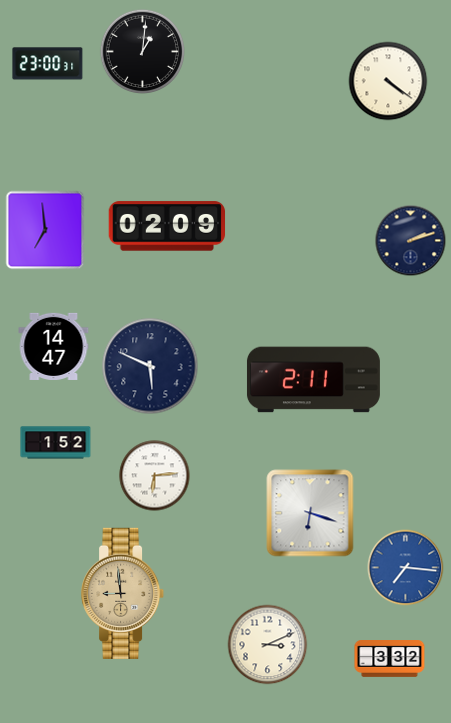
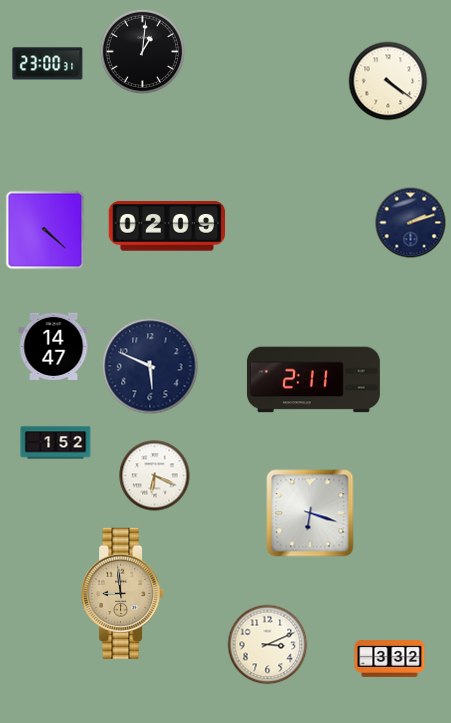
clock at (45, 230): 6:59 -> 4:22
clock at (411, 241) position: (411, 241) -> (411, 223)
clock at (155, 476): 6:14 -> 6:19
clock at (406, 568): 7:16 -> none
